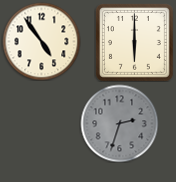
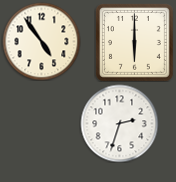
clock at (119, 123) dial: grey -> white
